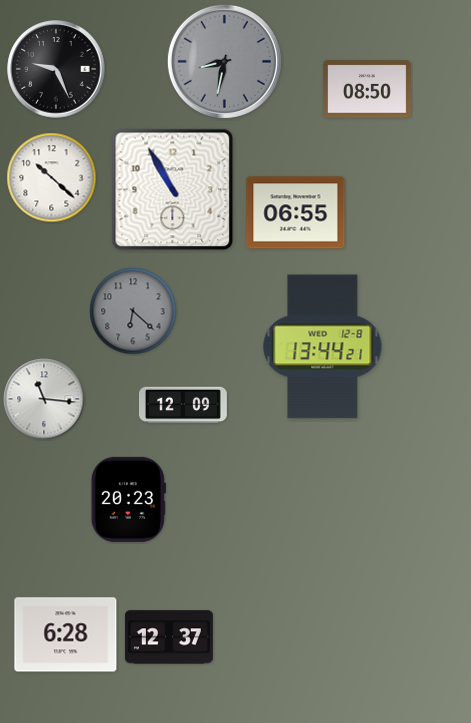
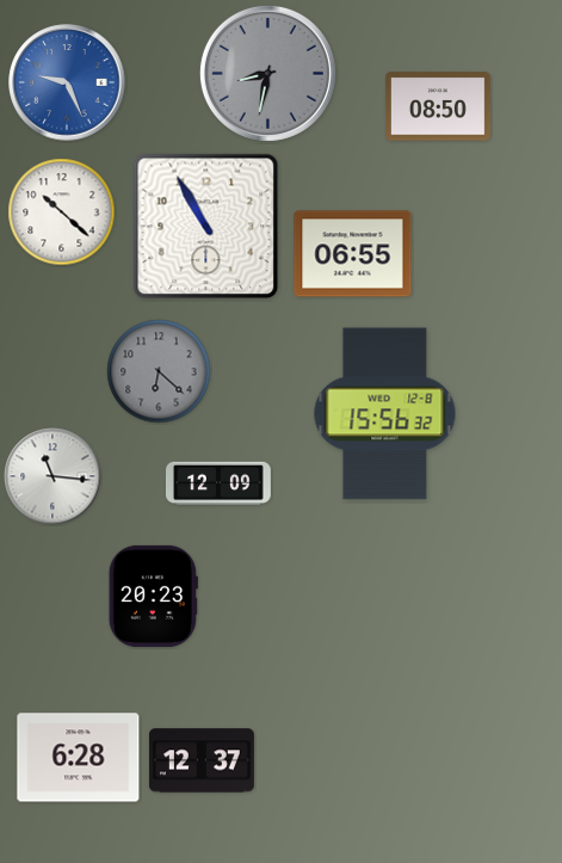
clock at (56, 69) dial: black -> blue
clock at (323, 347): 13:44 -> 15:56
